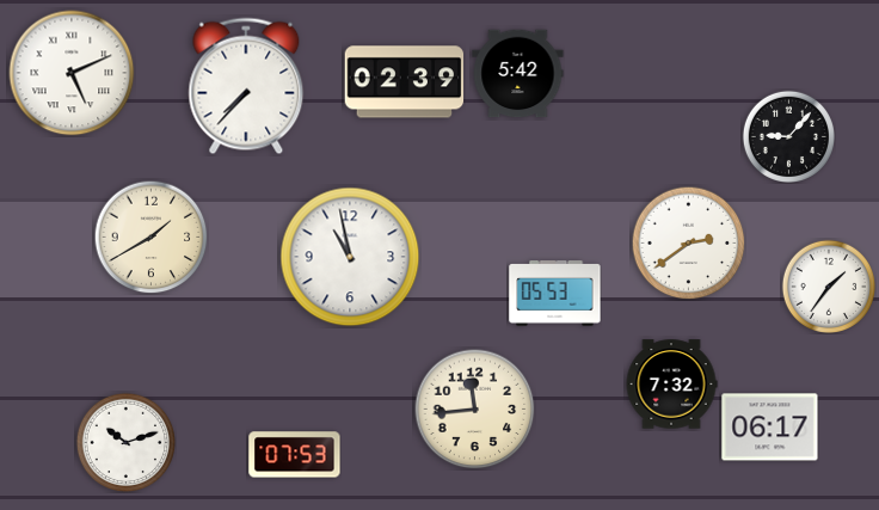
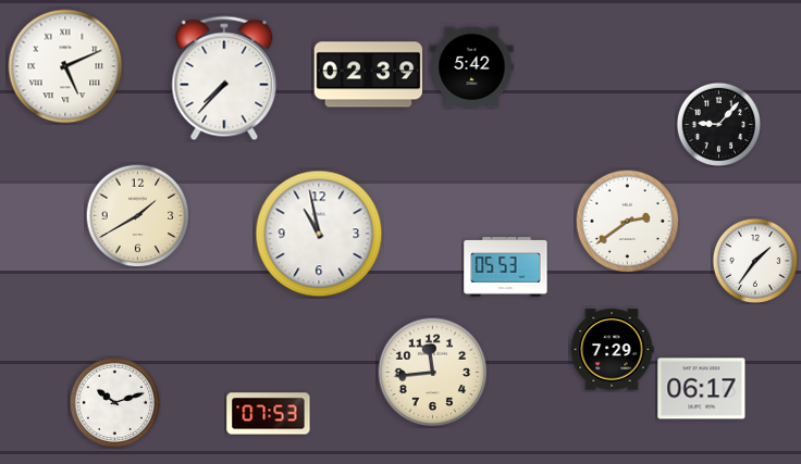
clock at (671, 385): 7:32 -> 7:29
